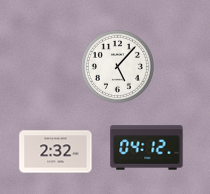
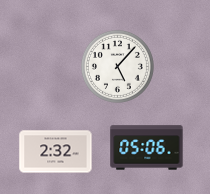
clock at (147, 148): 04:12 -> 05:06
